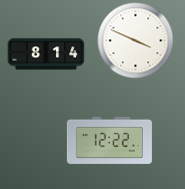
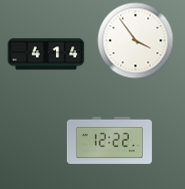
clock at (136, 41): 3:49 -> 3:54
clock at (46, 54): 8:14 -> 4:14
